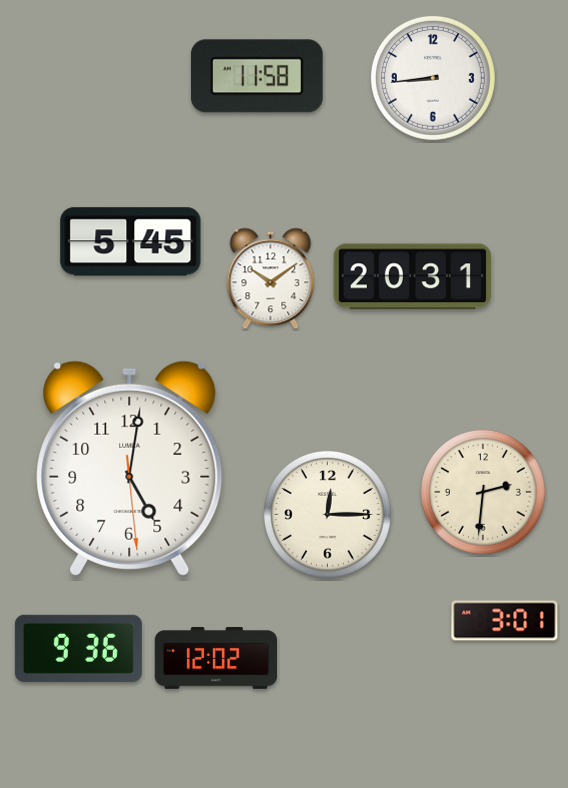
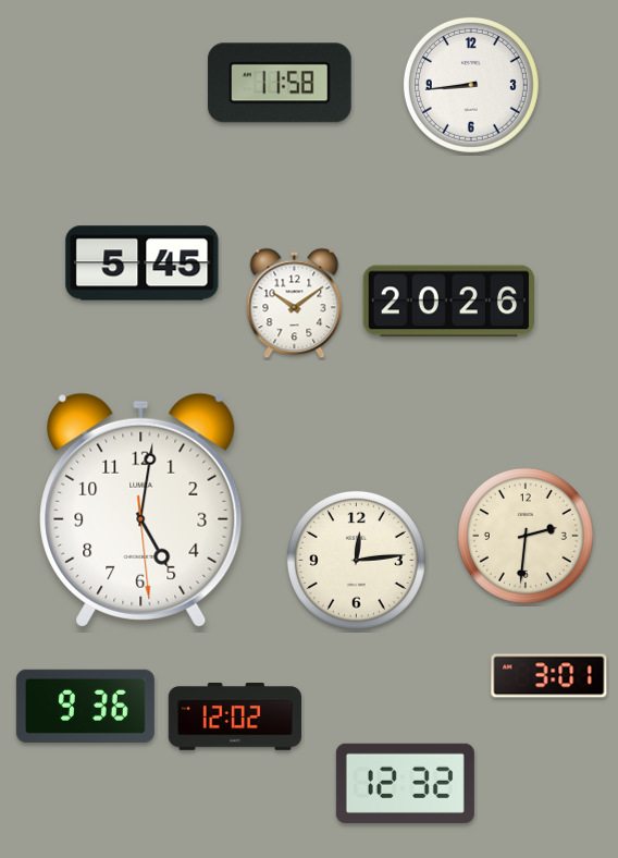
clock at (412, 277): 20:31 -> 20:26
clock at (327, 514): 12:15 -> 12:14
clock at (405, 783): none -> 12:32
